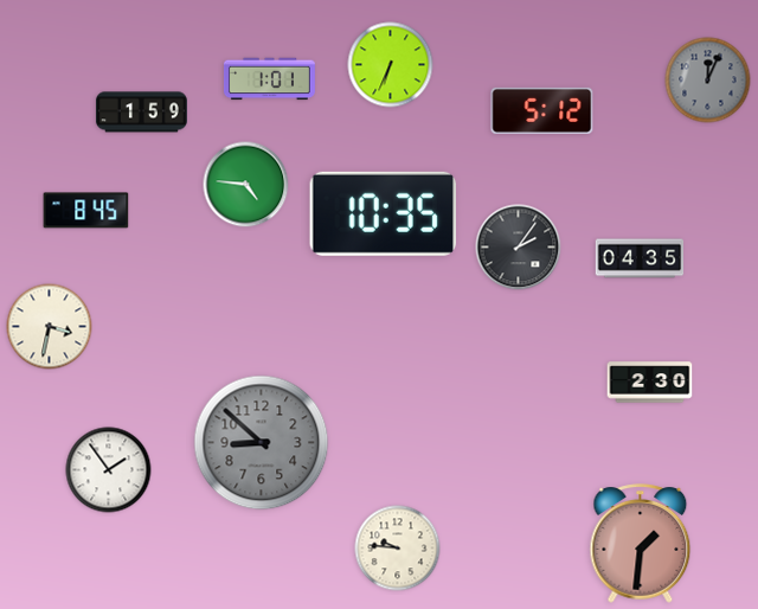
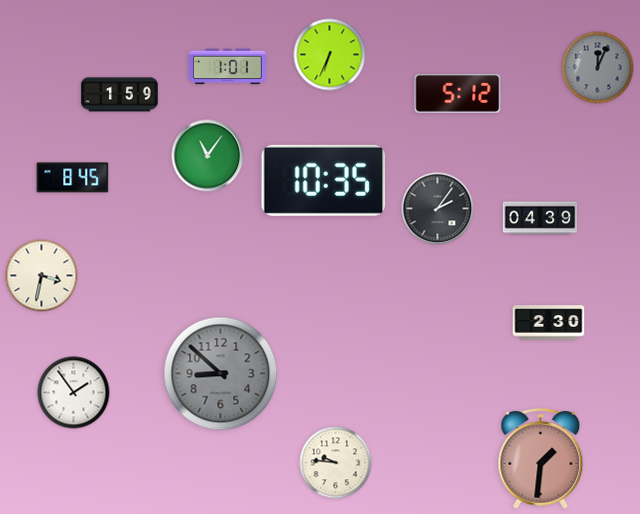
clock at (246, 185): 4:46 -> 11:06
clock at (640, 258): 04:35 -> 04:39
clock at (109, 470) position: (109, 470) -> (74, 393)
